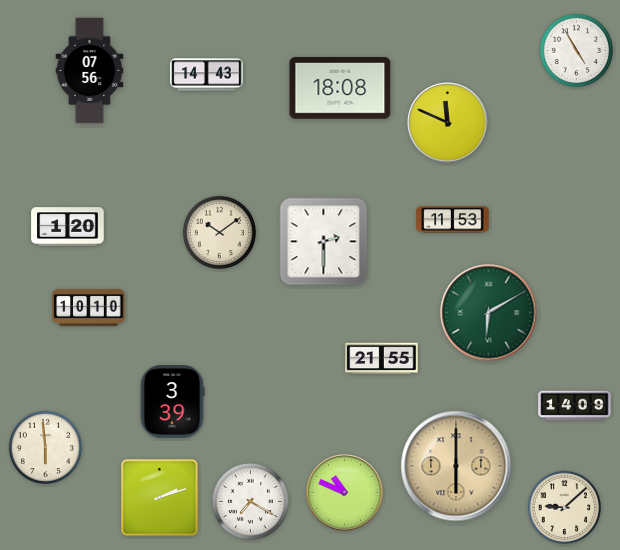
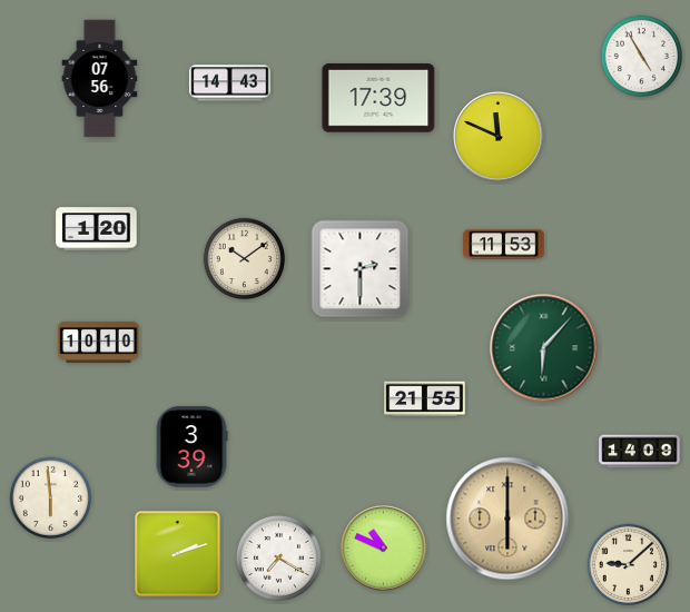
clock at (340, 89): 18:08 -> 17:39
clock at (68, 227) position: (68, 227) -> (97, 229)
clock at (489, 313): 6:10 -> 6:07
